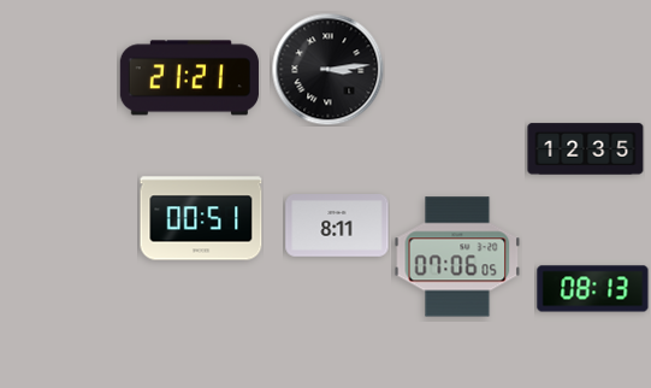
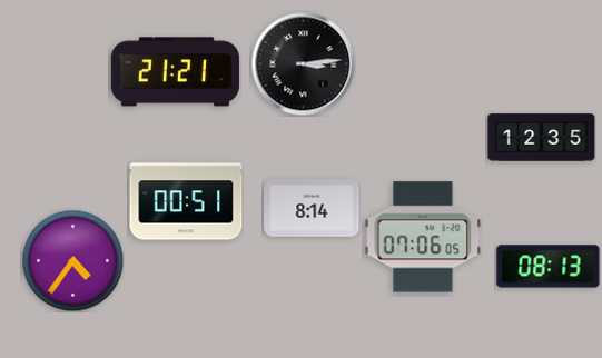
clock at (337, 227): 8:11 -> 8:14
clock at (72, 260): none -> 4:36
